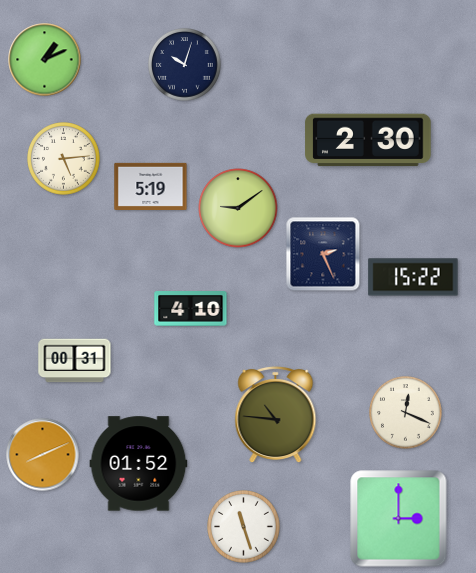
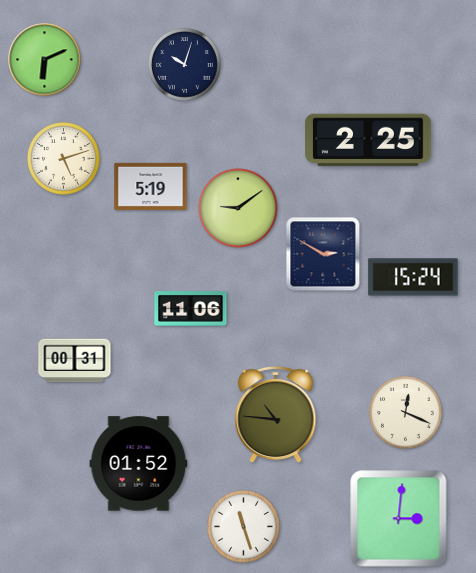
clock at (45, 60): 1:11 -> 6:11
clock at (368, 140): 2:30 -> 2:25
clock at (64, 159): 5:14 -> 5:12
clock at (323, 254): 2:26 -> 2:50
clock at (413, 277): 15:22 -> 15:24
clock at (191, 309): 4:10 -> 11:06
clock at (43, 455): 8:11 -> none
clock at (399, 519): 3:00 -> 3:01
